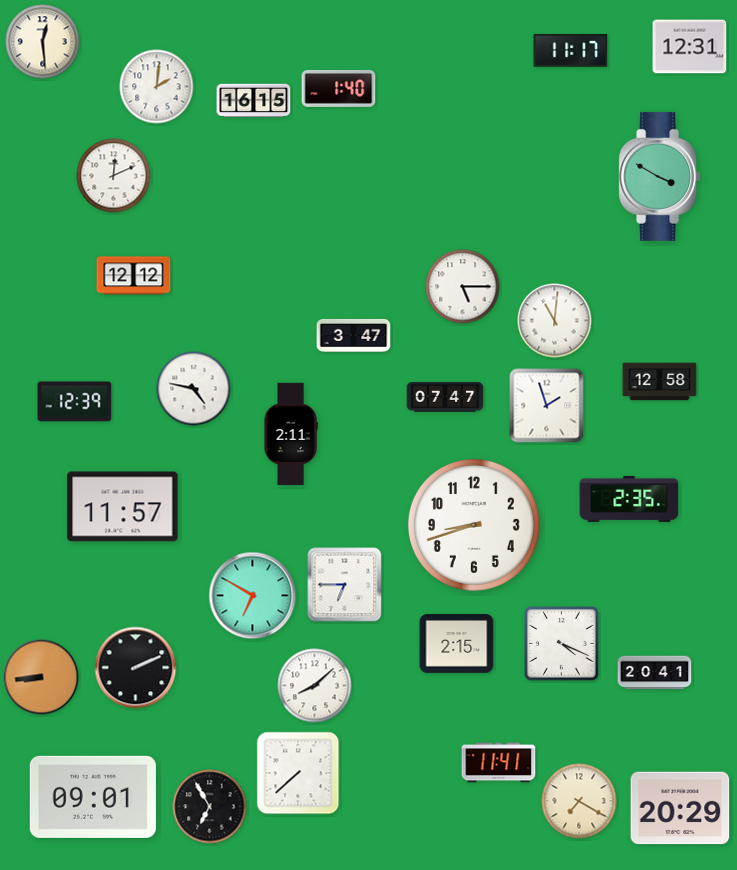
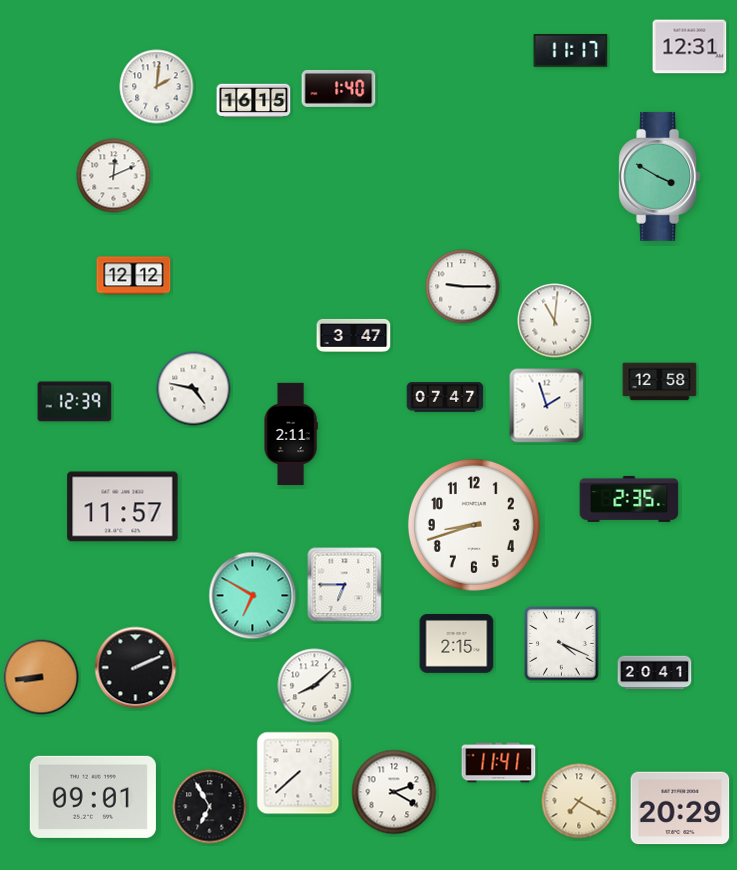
clock at (43, 42): 12:29 -> none
clock at (463, 287): 5:15 -> 9:15
clock at (394, 792): none -> 2:20
